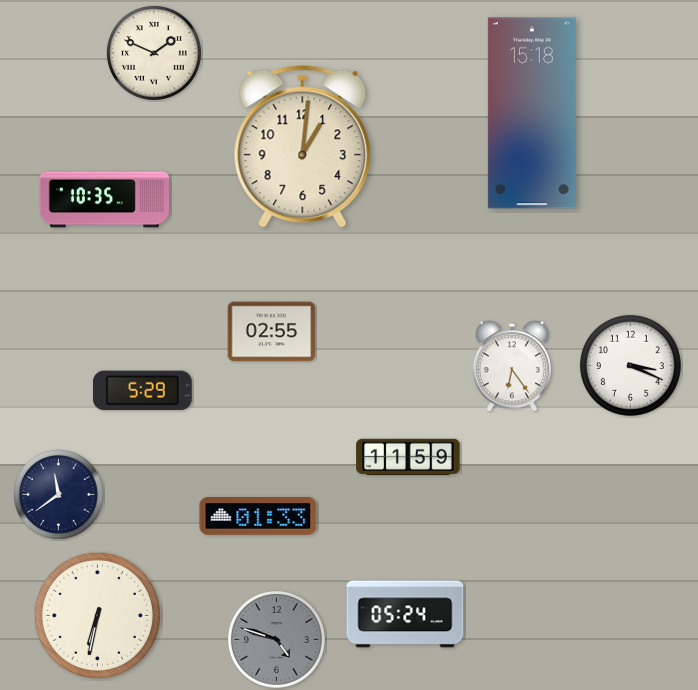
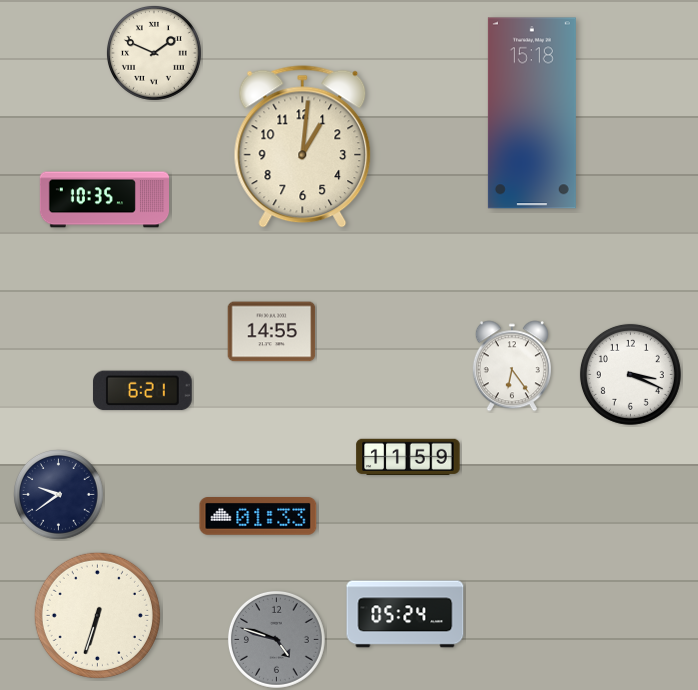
clock at (272, 332): 02:55 -> 14:55
clock at (630, 365) position: (630, 365) -> (630, 374)
clock at (142, 391): 5:29 -> 6:21
clock at (59, 495): 11:39 -> 9:39
clock at (97, 615): 6:32 -> 6:33
